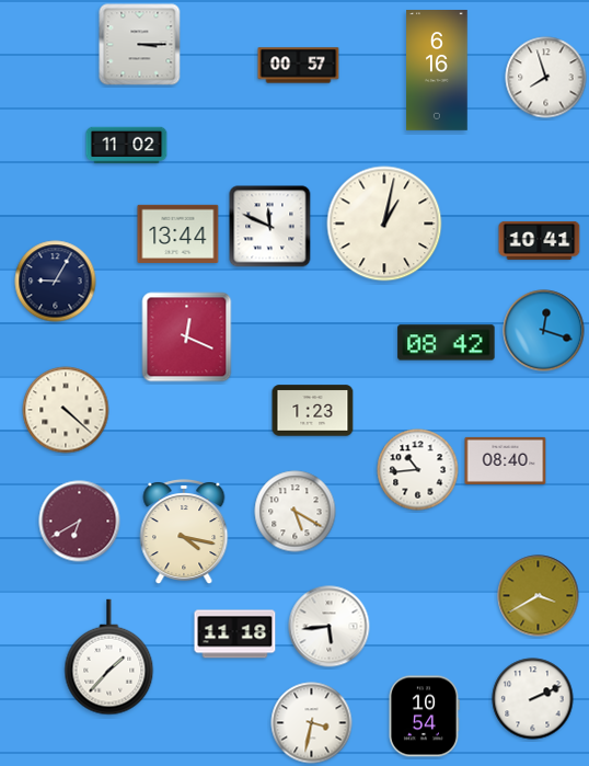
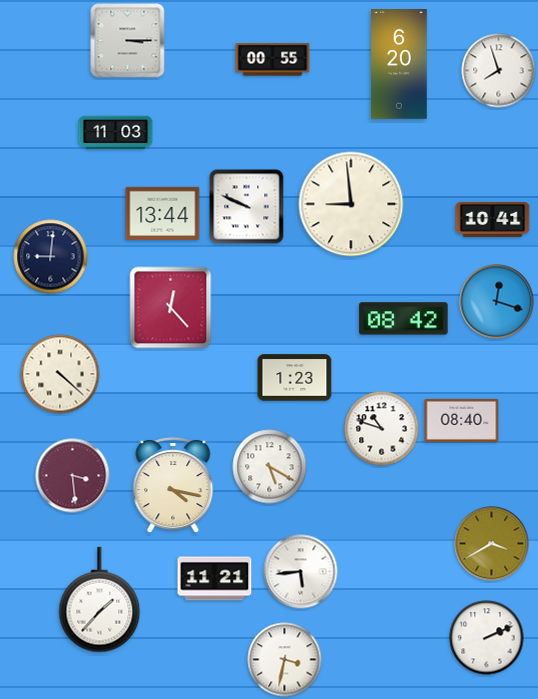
clock at (299, 66): 00:57 -> 00:55
clock at (437, 70): 6:16 -> 6:20
clock at (127, 146): 11:02 -> 11:03
clock at (384, 224): 1:02 -> 8:59
clock at (270, 227): 11:49 -> 9:49
clock at (56, 282): 9:05 -> 9:01
clock at (187, 338): 12:19 -> 12:23
clock at (447, 343) position: (447, 343) -> (404, 319)
clock at (313, 411) position: (313, 411) -> (295, 378)
clock at (418, 470): 10:44 -> 10:48
clock at (80, 522): 6:40 -> 3:29
clock at (184, 533) position: (184, 533) -> (173, 486)
clock at (235, 634): 11:18 -> 11:21
clock at (424, 717): 10:54 -> none
